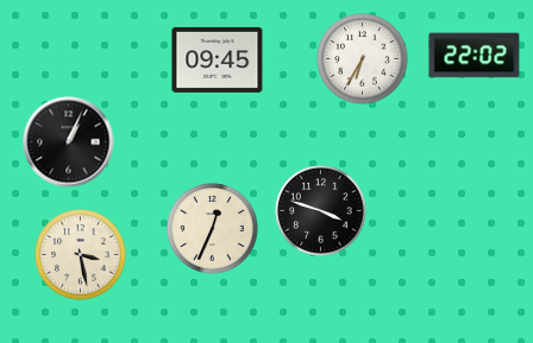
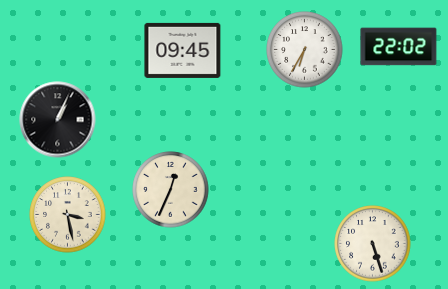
clock at (321, 211): 3:48 -> none
clock at (213, 229) position: (213, 229) -> (171, 190)
clock at (373, 244): none -> 5:27
